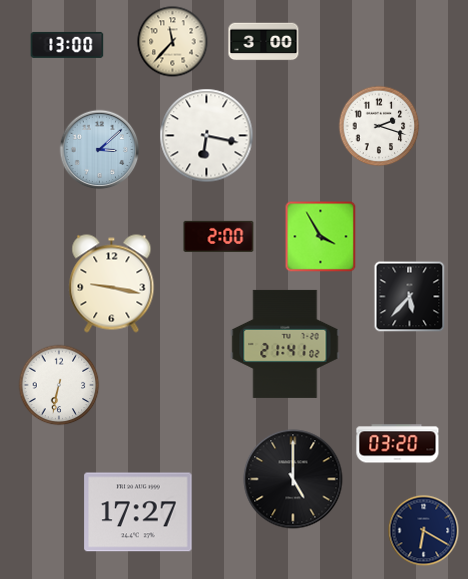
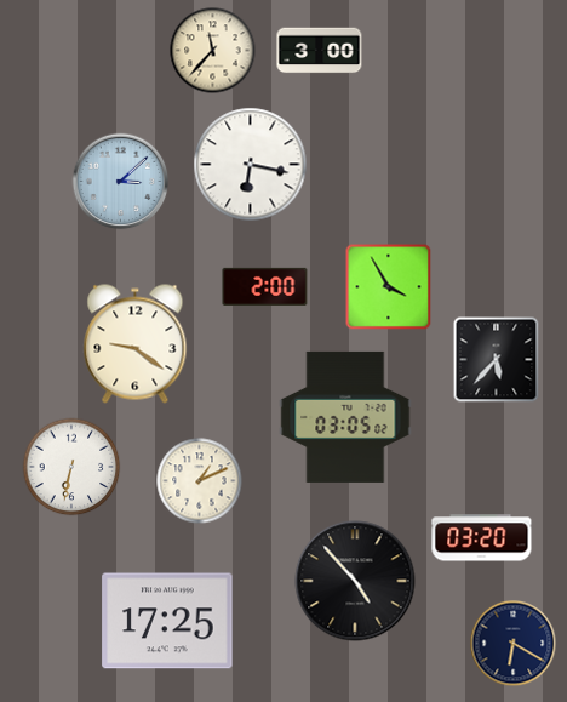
clock at (173, 42) position: (173, 42) -> (213, 51)
clock at (67, 45): 13:00 -> none
clock at (379, 126): 2:18 -> none
clock at (112, 284): 9:17 -> 9:21
clock at (285, 344): 21:41 -> 03:05
clock at (200, 481): none -> 1:11
clock at (293, 479): 5:00 -> 4:53
clock at (138, 512): 17:27 -> 17:25
